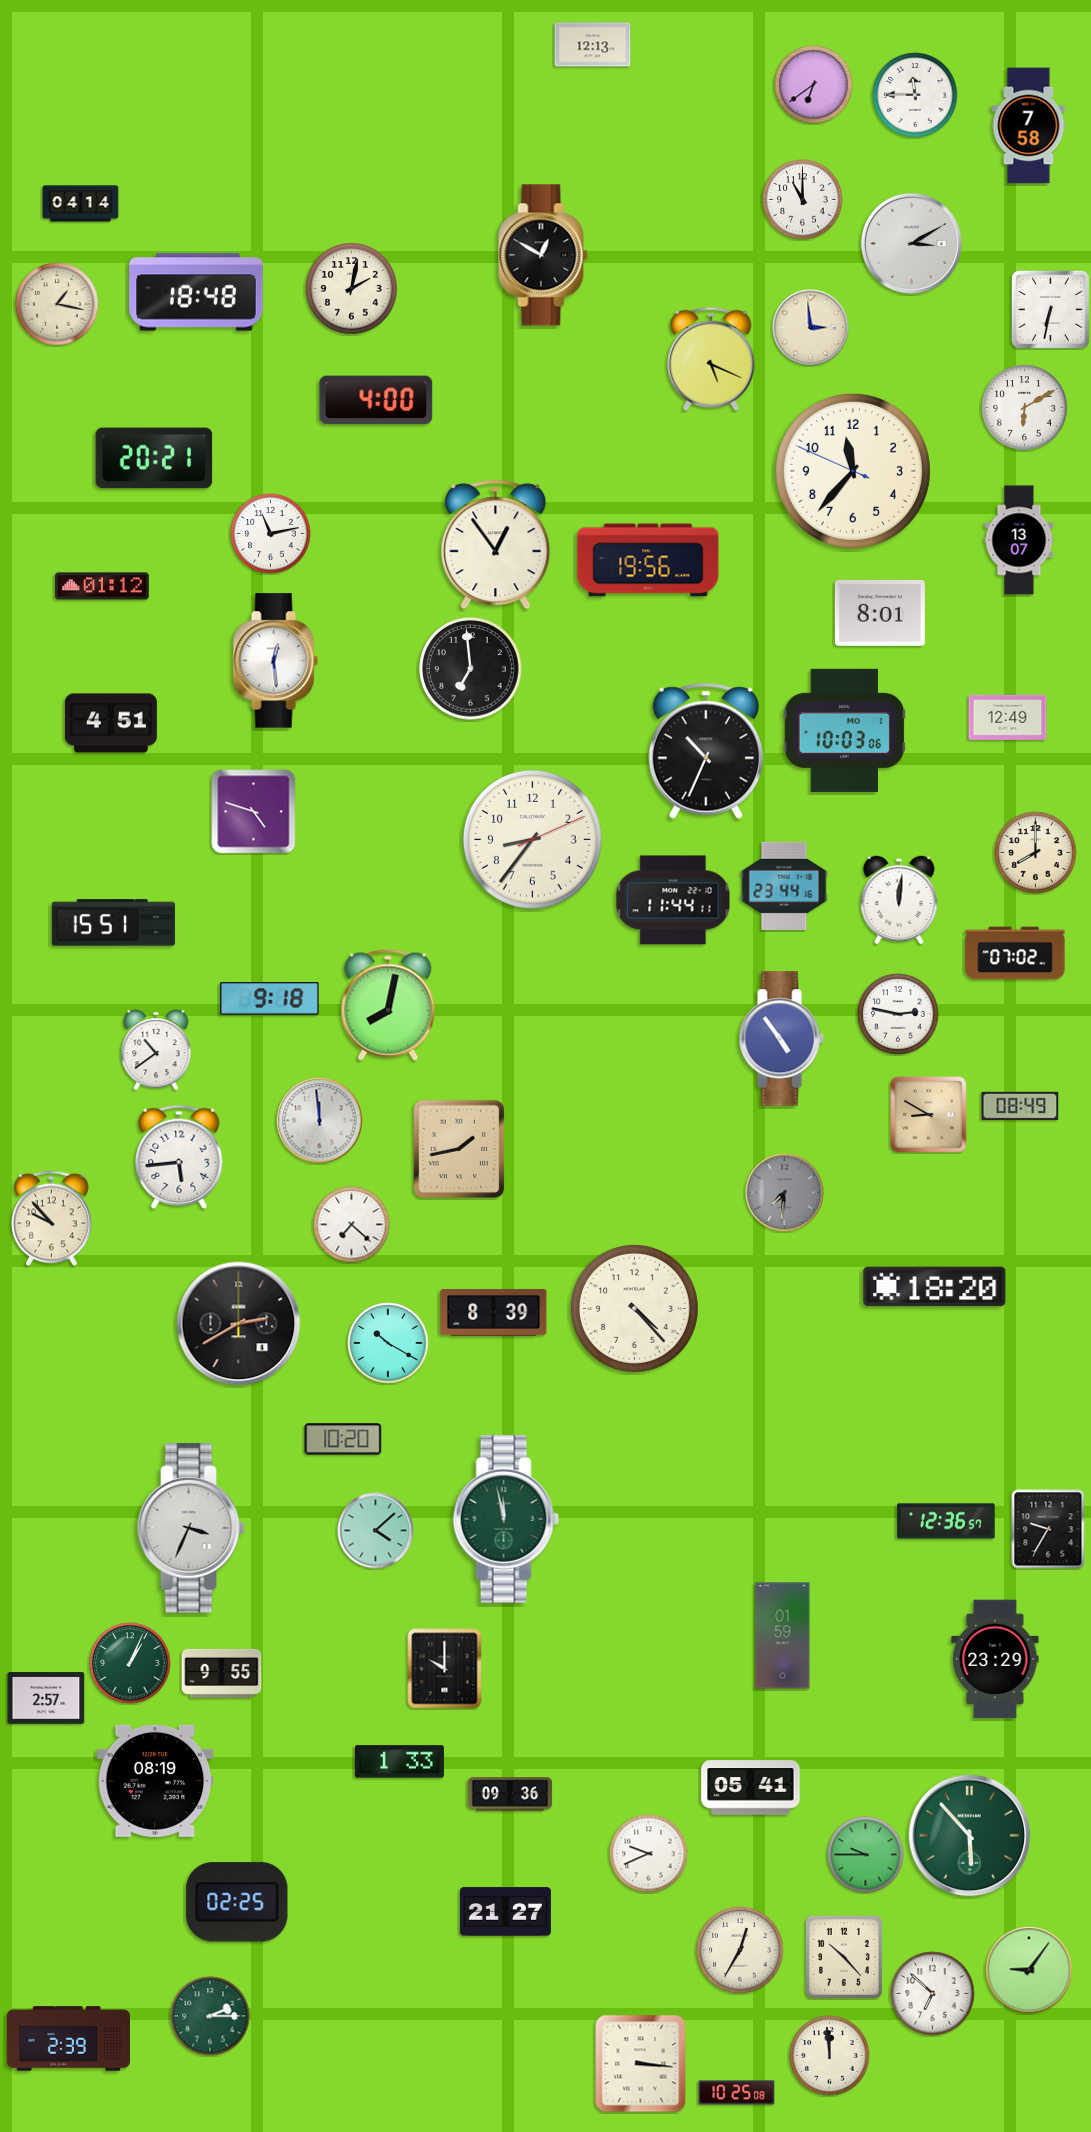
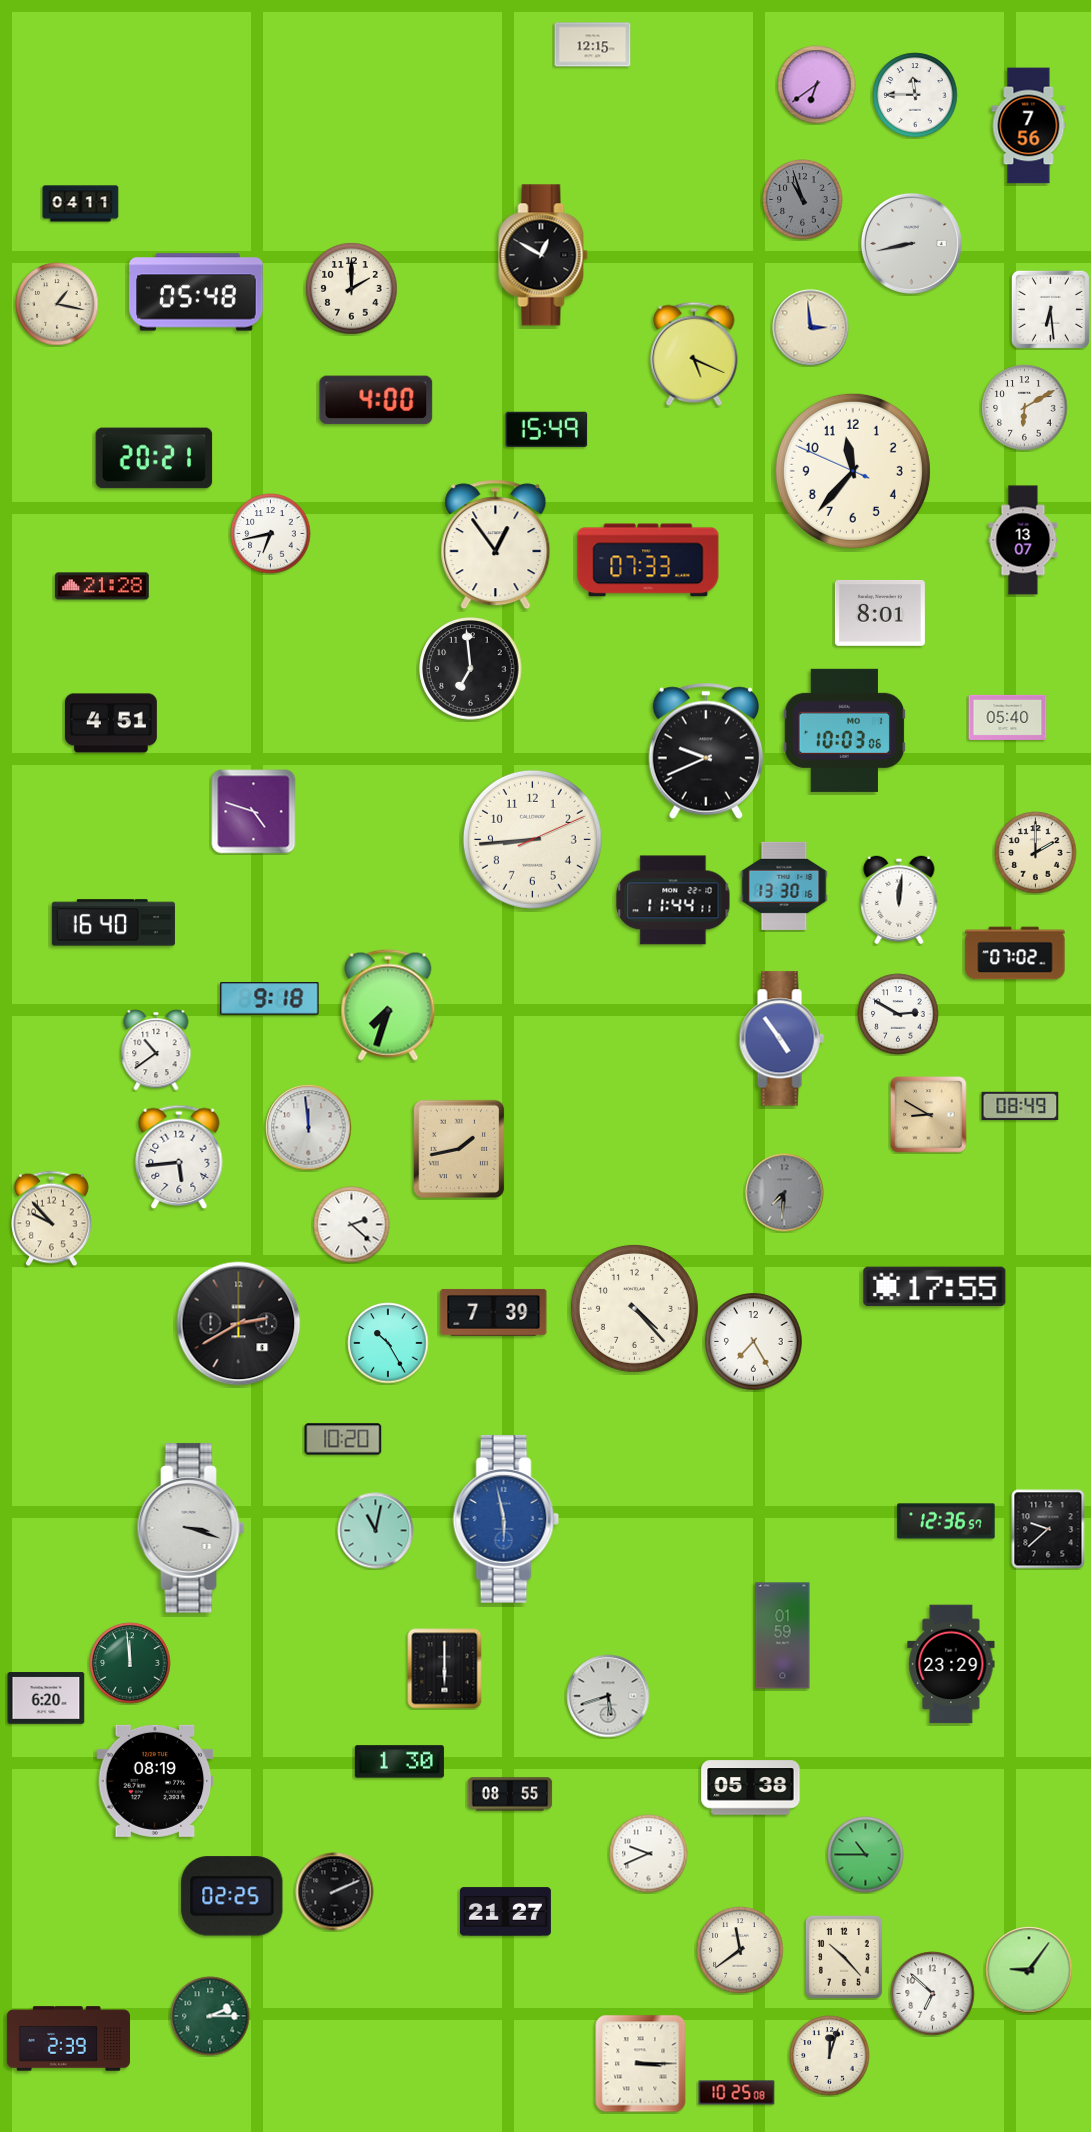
clock at (593, 45): 12:13 -> 12:15
clock at (814, 85) position: (814, 85) -> (817, 85)
clock at (1029, 126): 7:58 -> 7:56
clock at (803, 200): 11:00 -> 10:57
clock at (803, 200) dial: white -> grey
clock at (81, 204): 04:14 -> 04:11
clock at (911, 243): 3:10 -> 8:43
clock at (352, 289): 2:02 -> 2:00
clock at (196, 292): 18:48 -> 05:48
clock at (1050, 309): 6:32 -> 6:29
clock at (711, 358) position: (711, 358) -> (694, 353)
clock at (547, 429): none -> 15:49
clock at (271, 534): 11:13 -> 6:43
clock at (1019, 540) position: (1019, 540) -> (1023, 540)
clock at (648, 560): 19:56 -> 07:33
clock at (102, 586): 01:12 -> 21:28
clock at (275, 661): 12:29 -> none
clock at (1008, 717): 12:49 -> 05:40
clock at (705, 751): 10:34 -> 9:41
clock at (532, 839): 8:36 -> 8:44
clock at (1036, 853): 8:00 -> 2:00
clock at (784, 886): 23:44 -> 13:30
clock at (113, 923): 15:51 -> 16:40
clock at (388, 1005): 8:02 -> 7:33
clock at (898, 1014): 2:47 -> 2:50
clock at (320, 1121) position: (320, 1121) -> (309, 1128)
clock at (352, 1225): 7:22 -> 2:22
clock at (935, 1287): 18:20 -> 17:55
clock at (494, 1312): 8:39 -> 7:39
clock at (754, 1342): none -> 7:25
clock at (388, 1343): 10:20 -> 10:25
clock at (506, 1519): 11:58 -> 5:58
clock at (506, 1519) dial: green -> blue
clock at (191, 1528): 3:34 -> 3:18
clock at (1048, 1529): 9:35 -> 9:38
clock at (376, 1531): 4:08 -> 11:02
clock at (995, 1659) position: (995, 1659) -> (951, 1664)
clock at (130, 1663): 1:04 -> 11:59
clock at (445, 1669): 10:00 -> 6:00
clock at (222, 1673): 9:55 -> none
clock at (608, 1696): none -> 5:42
clock at (46, 1698): 2:57 -> 6:20
clock at (399, 1762): 1:33 -> 1:30
clock at (751, 1788): 05:41 -> 05:38
clock at (510, 1794): 09:36 -> 08:55
clock at (970, 1836): 5:53 -> none
clock at (866, 1855): 9:45 -> 10:45
clock at (335, 1892): none -> 2:11
clock at (237, 1902) position: (237, 1902) -> (232, 1896)
clock at (740, 1950): 12:35 -> 11:39
clock at (830, 2056): 11:59 -> 12:03
clock at (641, 2064): 3:16 -> 3:15
